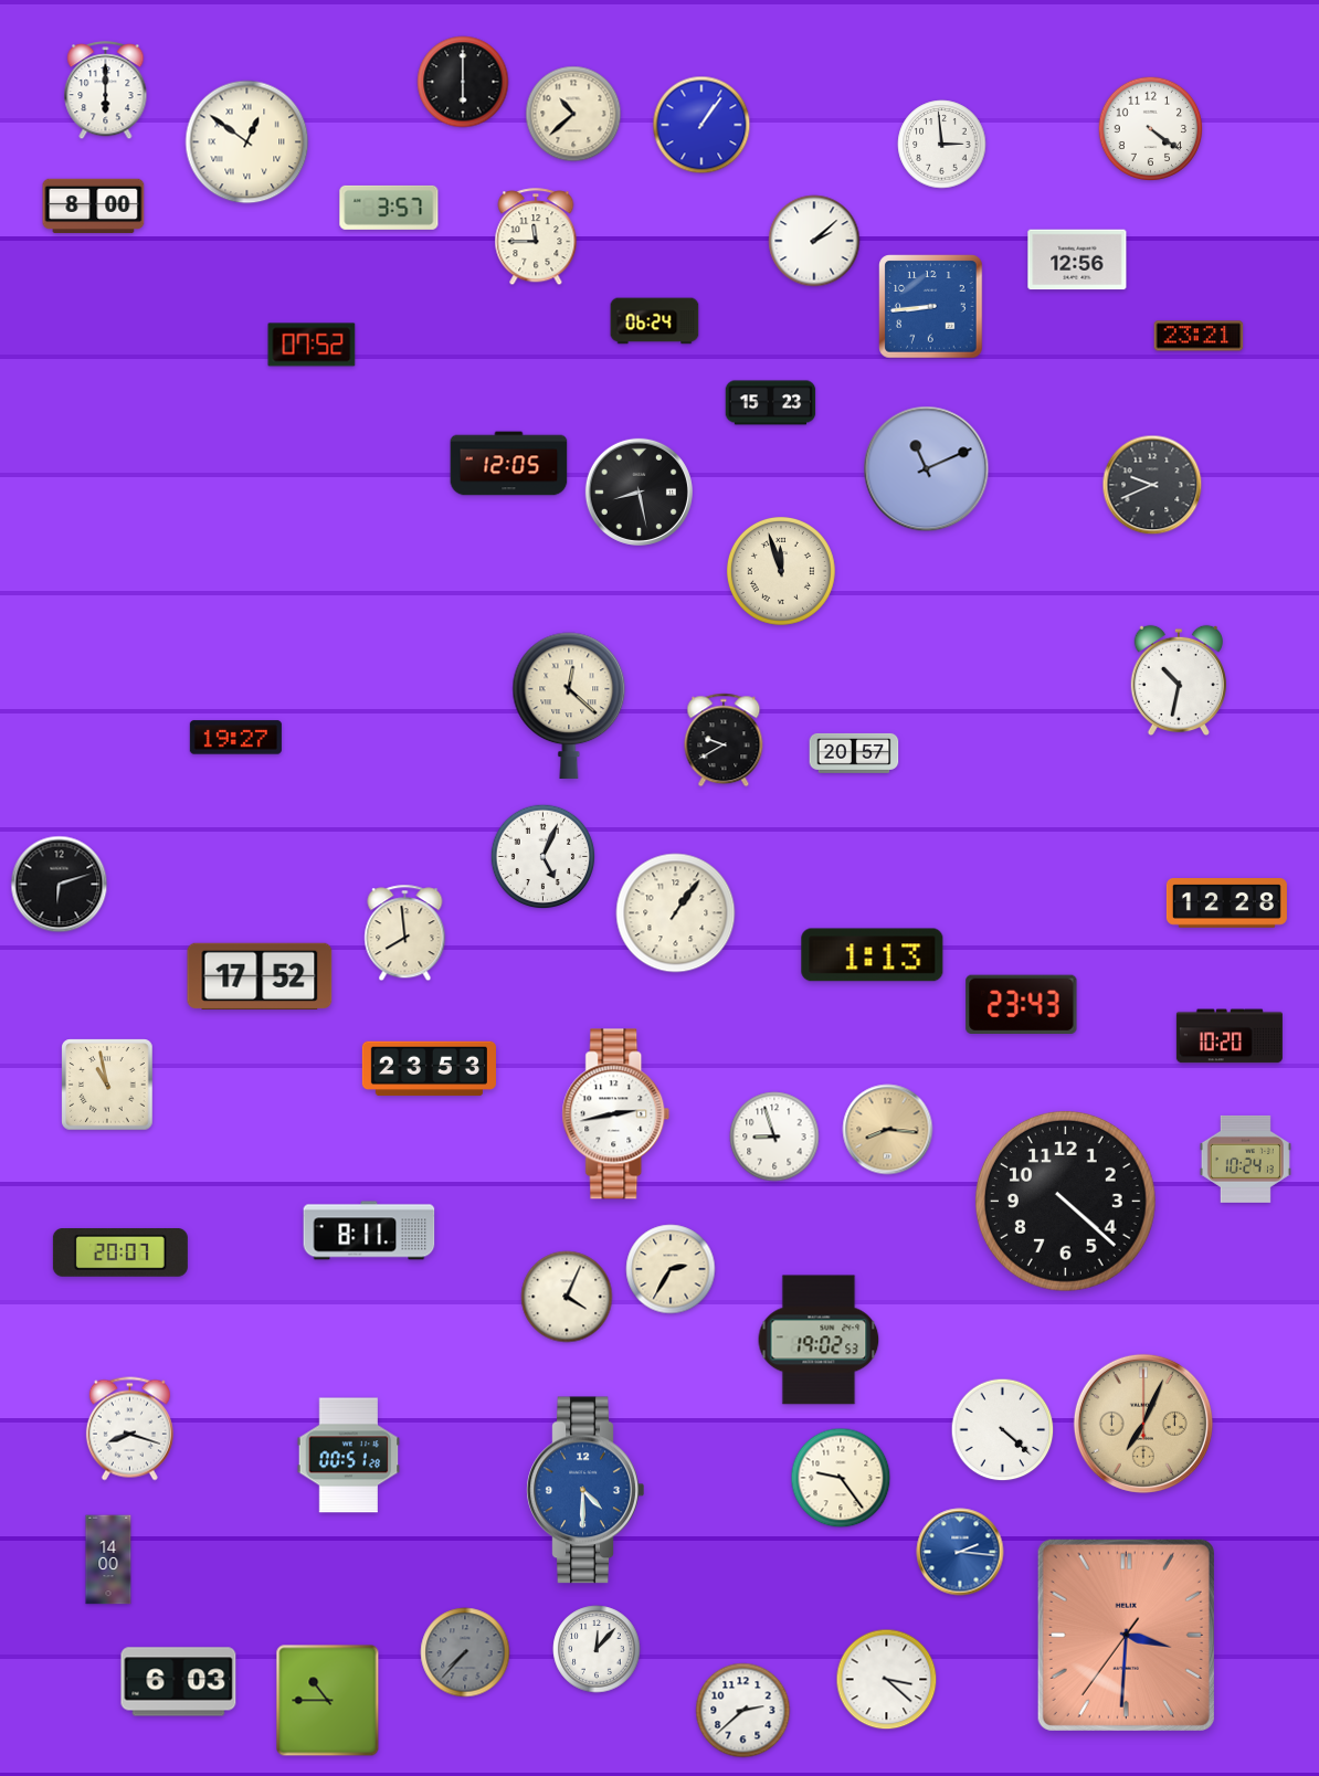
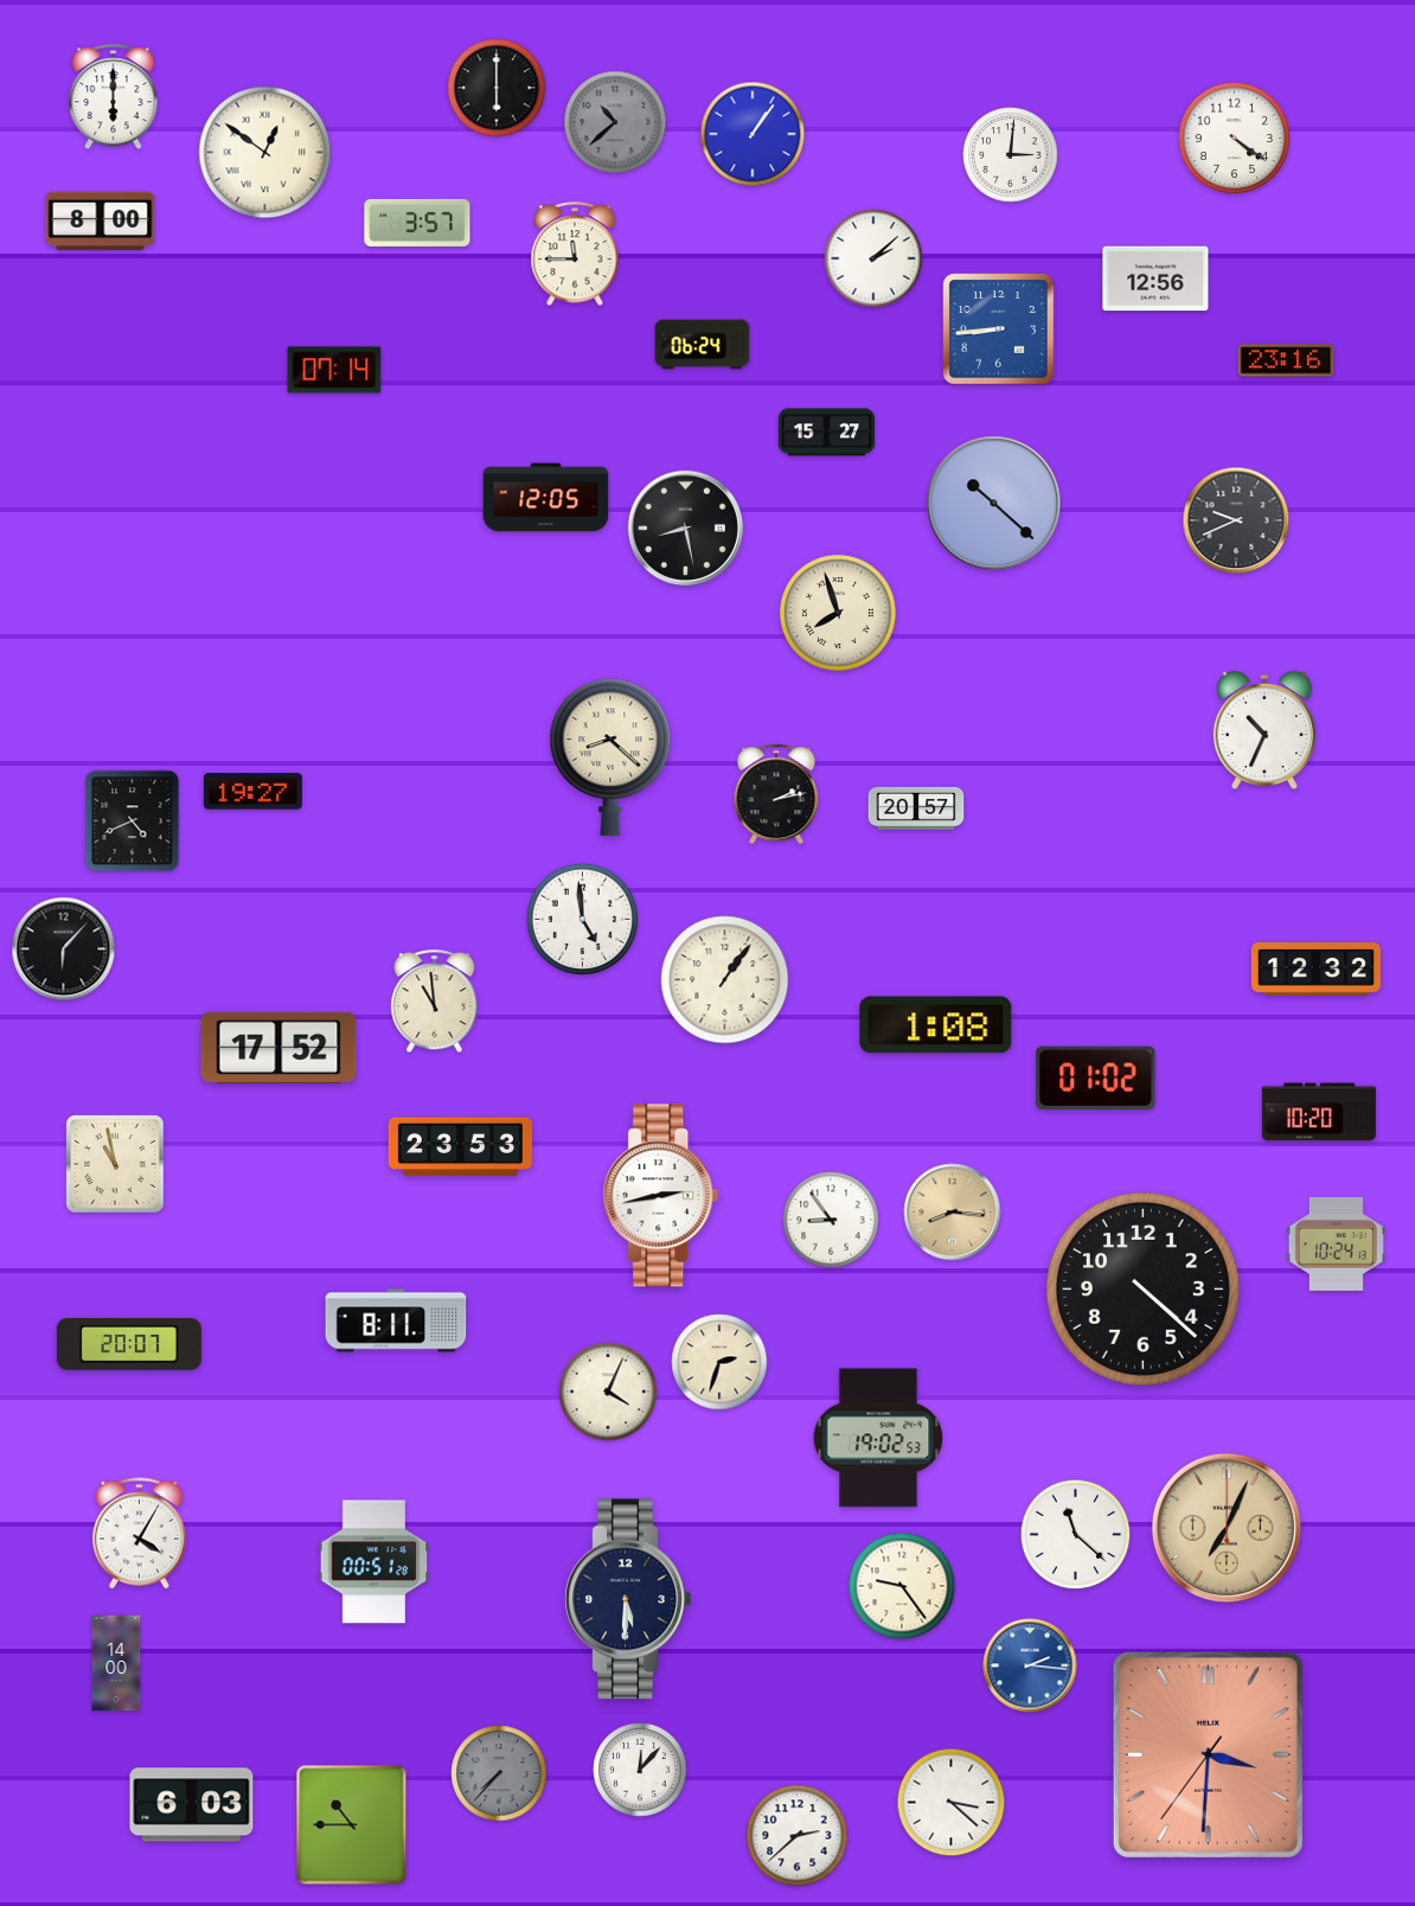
clock at (573, 114) dial: cream -> grey
clock at (942, 145): 2:59 -> 3:01
clock at (1199, 336): 23:21 -> 23:16
clock at (312, 345): 07:52 -> 07:14
clock at (771, 403): 15:23 -> 15:27
clock at (927, 469): 11:11 -> 10:22
clock at (781, 571): 11:57 -> 7:57
clock at (1179, 680): 10:32 -> 10:34
clock at (569, 706): 12:22 -> 8:22
clock at (724, 740): 9:40 -> 2:13
clock at (133, 821): none -> 4:41
clock at (544, 857): 5:04 -> 4:59
clock at (60, 885): 6:12 -> 6:07
clock at (1226, 903): 12:28 -> 12:32
clock at (405, 933): 7:59 -> 10:59
clock at (873, 955): 1:13 -> 1:08
clock at (1022, 1004): 23:43 -> 01:02
clock at (774, 1137): 8:57 -> 8:54
clock at (671, 1269): 2:35 -> 2:33
clock at (129, 1429): 8:18 -> 4:05
clock at (1003, 1430): 4:22 -> 11:22
clock at (585, 1490): 4:30 -> 5:30
clock at (585, 1490) dial: blue -> navy
clock at (108, 1560) position: (108, 1560) -> (116, 1663)
